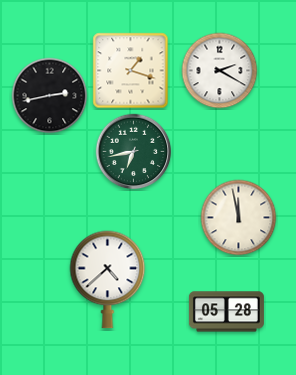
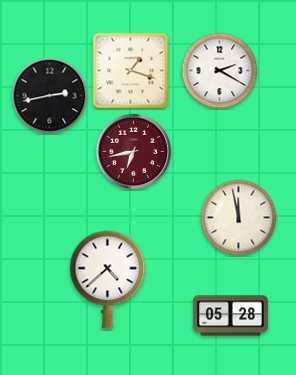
clock at (134, 152) dial: green -> burgundy
clock at (226, 312) position: (226, 312) -> (230, 316)
